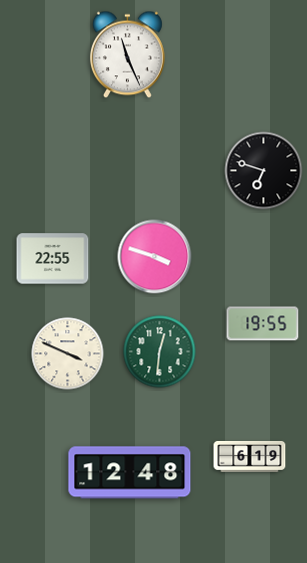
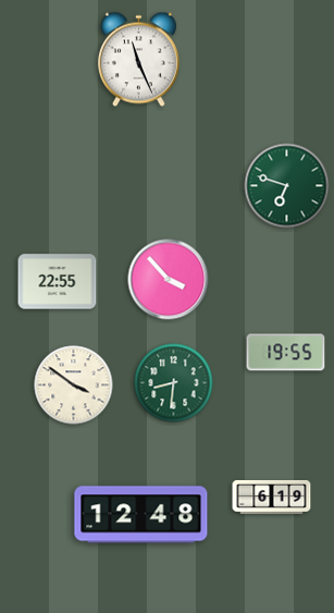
clock at (264, 171) dial: black -> green
clock at (155, 257): 3:48 -> 3:53
clock at (160, 352): 12:31 -> 8:31
clock at (68, 354): 3:49 -> 3:51
